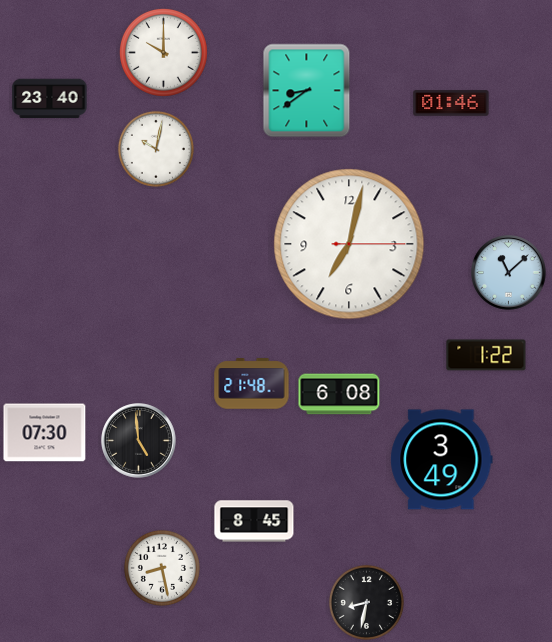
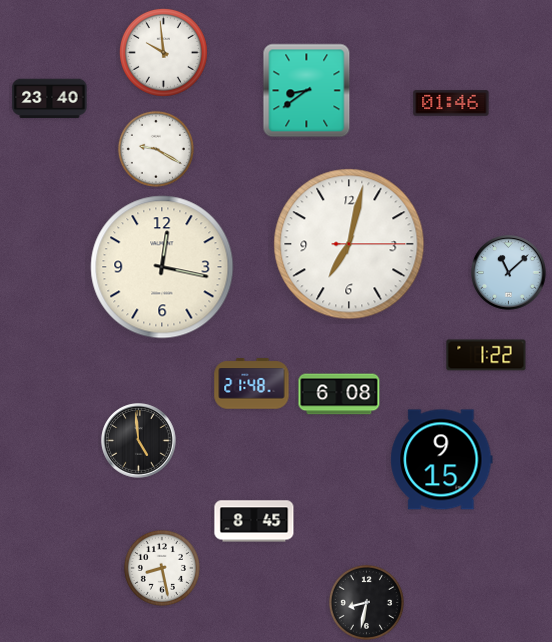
clock at (163, 52): 10:00 -> 9:59
clock at (156, 149): 10:02 -> 9:20
clock at (162, 267): none -> 12:17
clock at (45, 433): 07:30 -> none
clock at (442, 460): 3:49 -> 9:15
